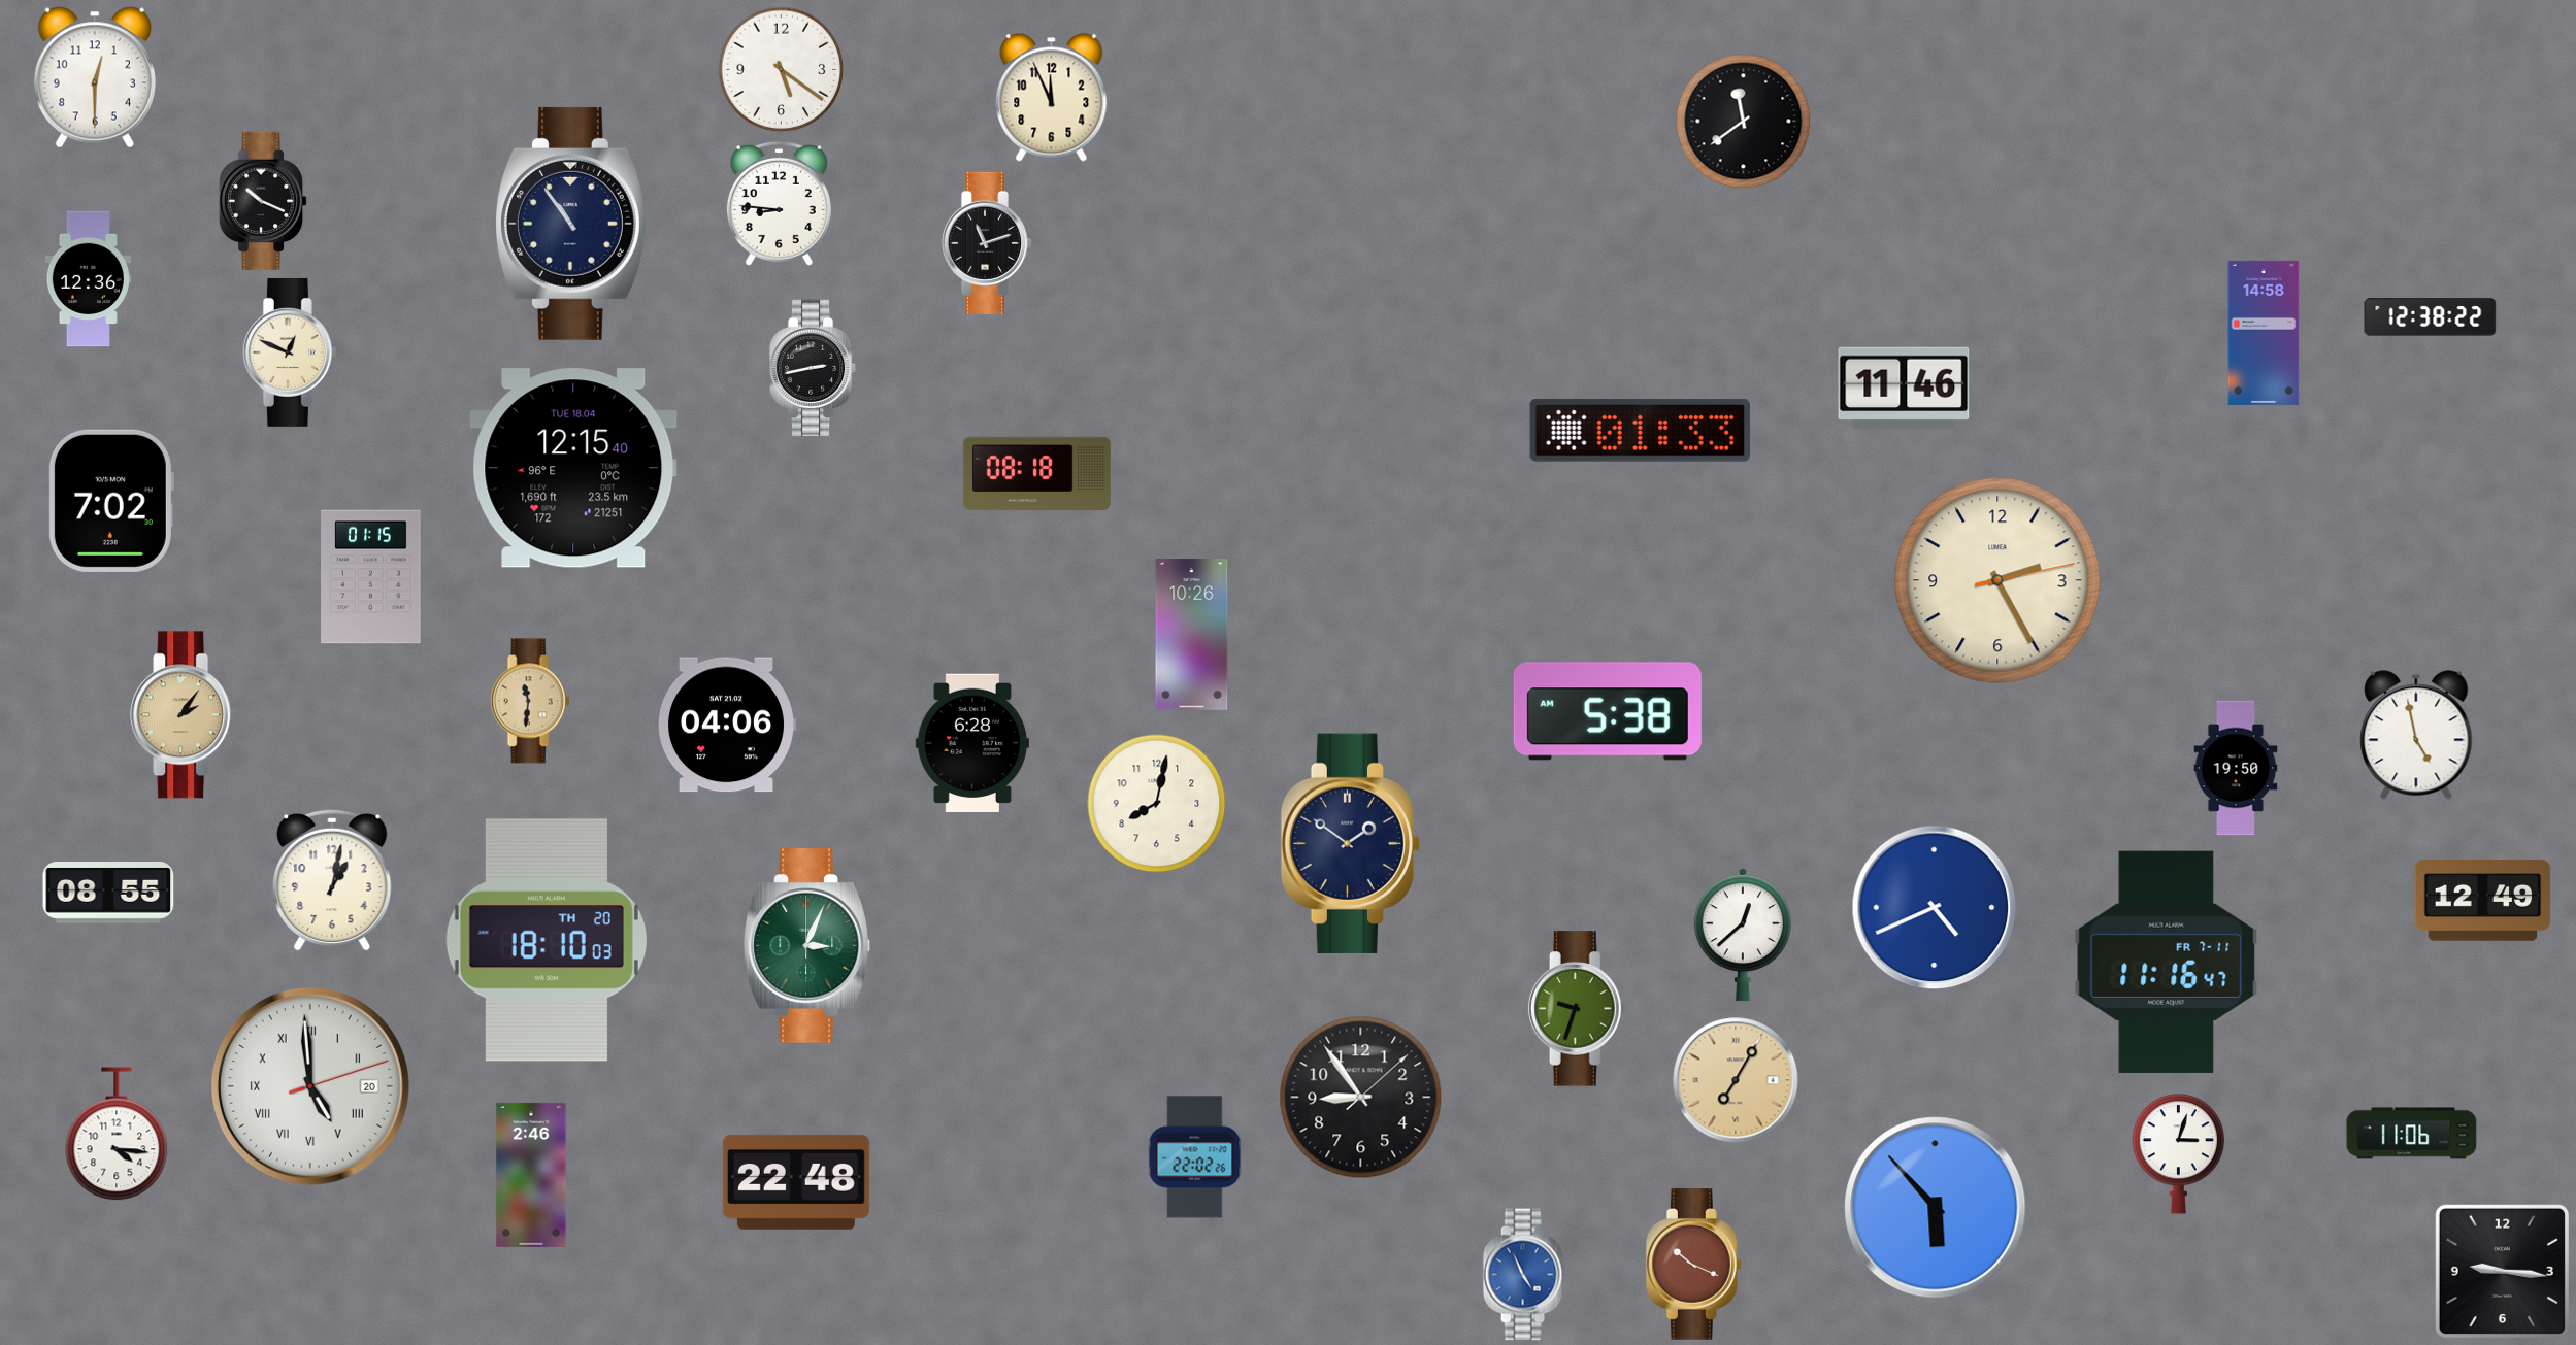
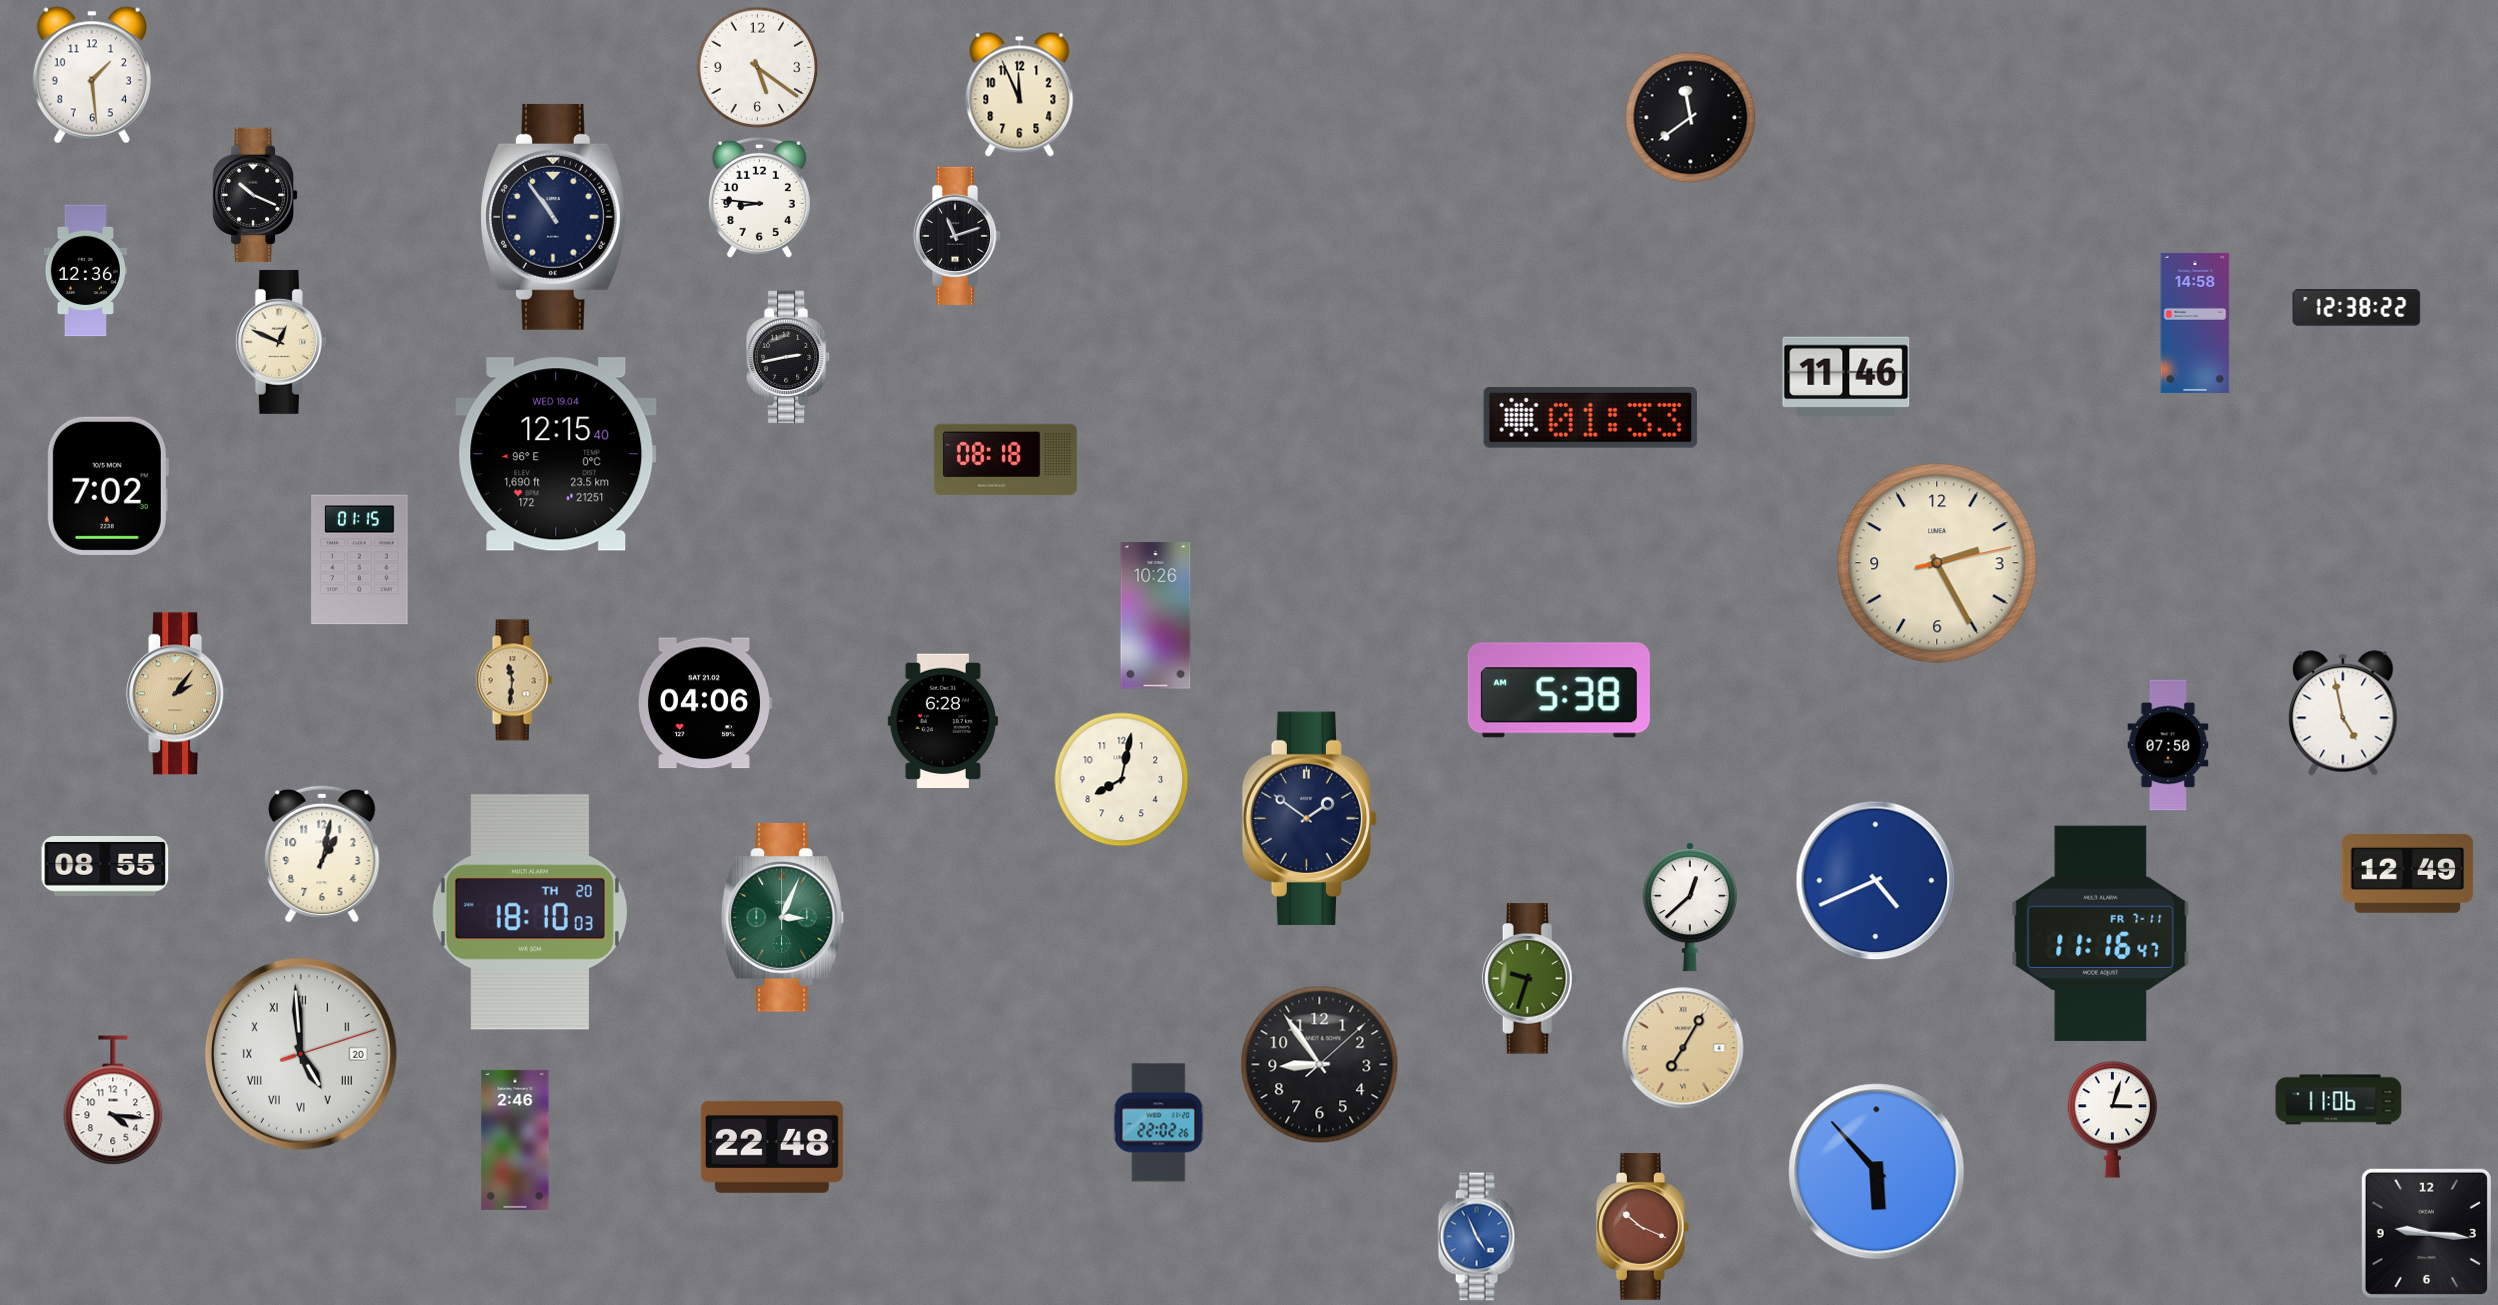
clock at (95, 77): 12:30 -> 1:29
clock at (779, 203) position: (779, 203) -> (759, 197)
clock at (573, 468) date: TUE 18.04 -> WED 19.04
clock at (2236, 768): 19:50 -> 07:50
